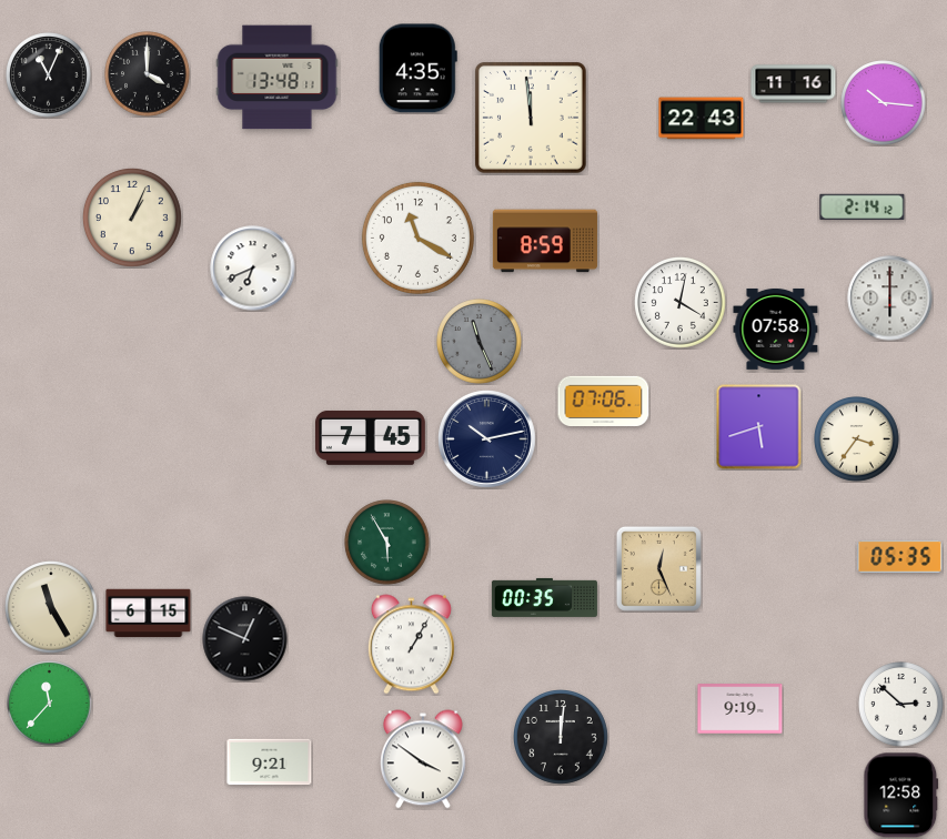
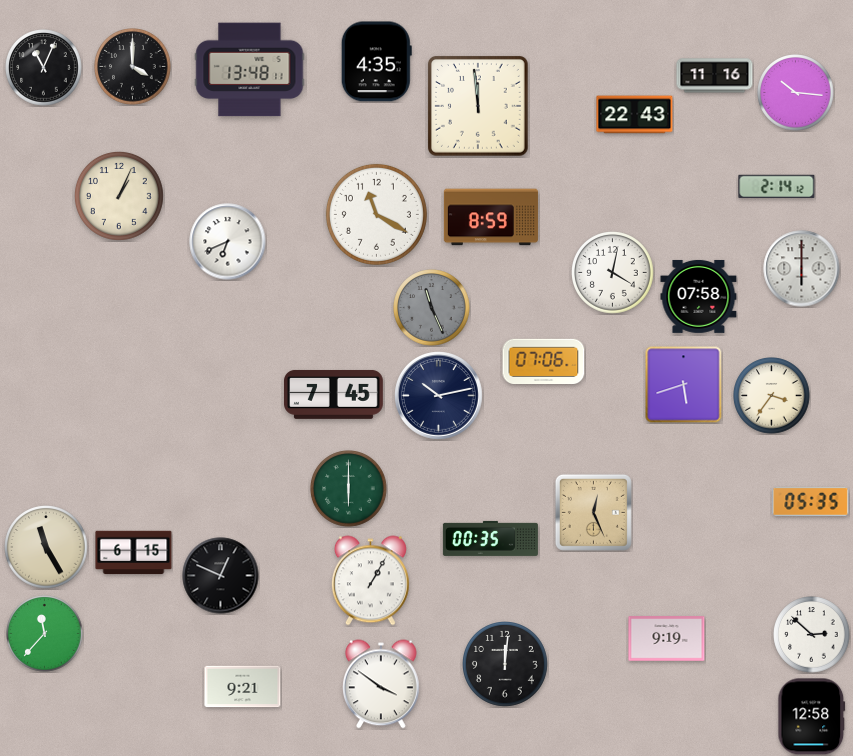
clock at (702, 119) position: (702, 119) -> (635, 115)
clock at (387, 543): 5:55 -> 6:00
